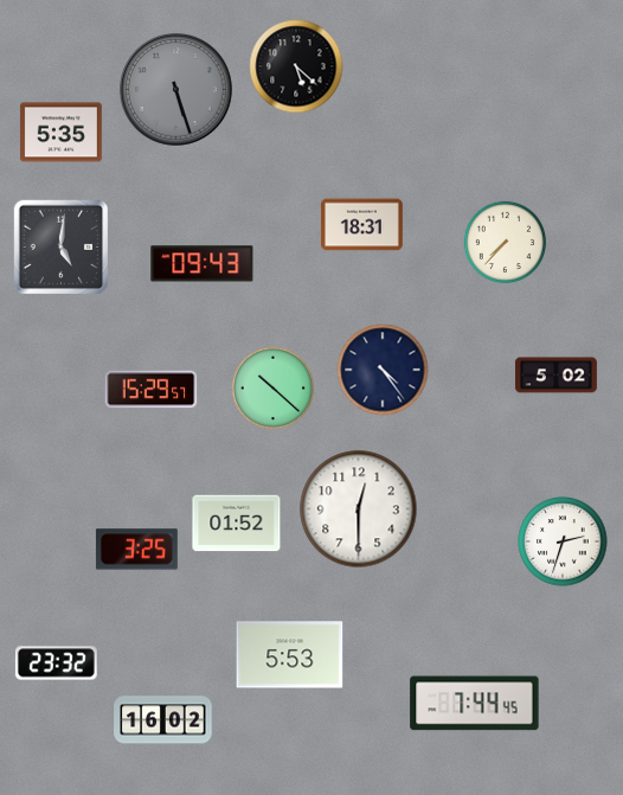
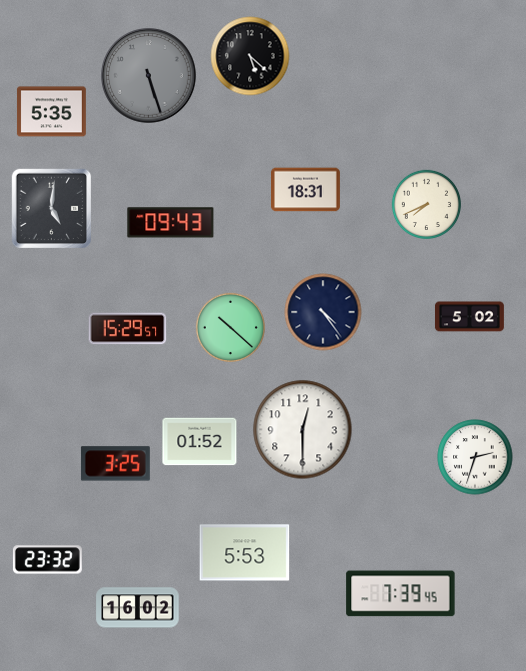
clock at (505, 242): 7:37 -> 7:41
clock at (475, 704): 7:44 -> 7:39
